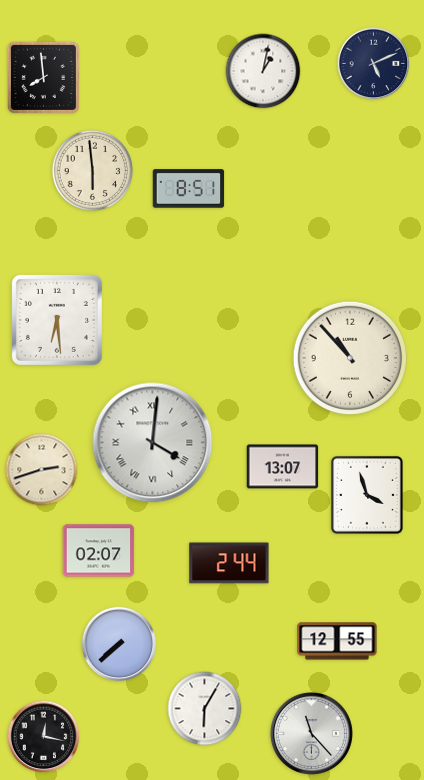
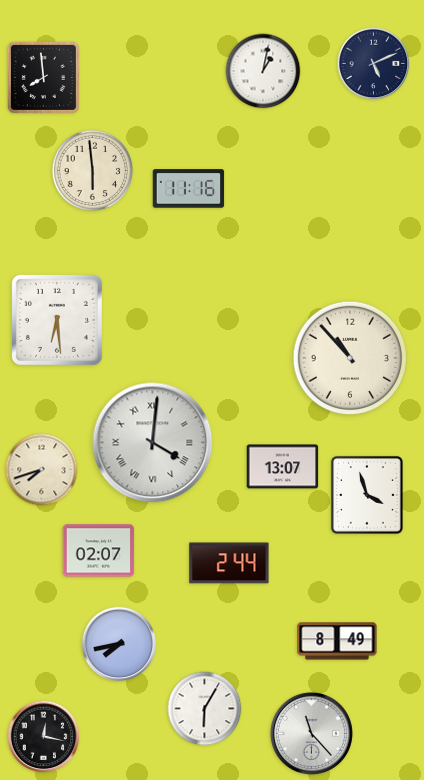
clock at (189, 189): 8:51 -> 11:16
clock at (42, 470): 2:42 -> 7:42
clock at (337, 641): 12:55 -> 8:49
clock at (119, 644): 7:38 -> 7:43
